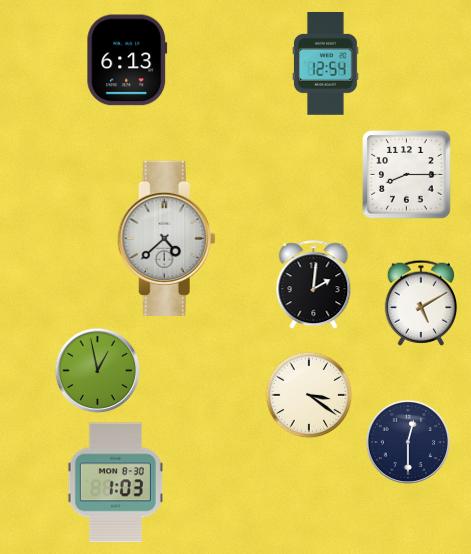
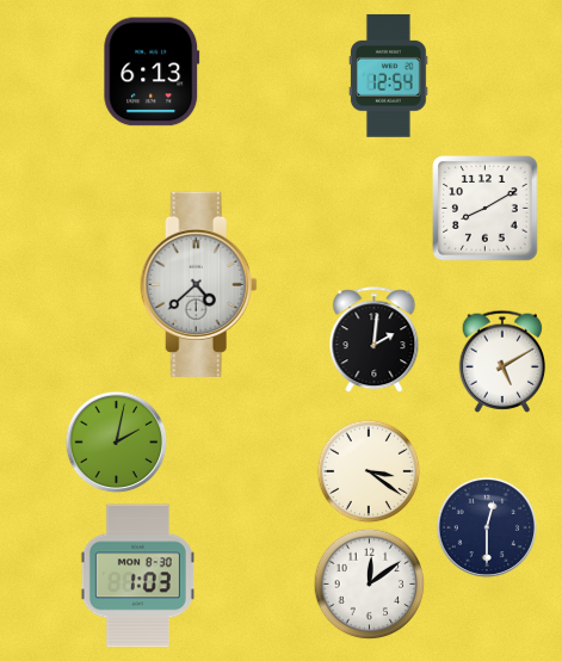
clock at (407, 175): 8:15 -> 8:10
clock at (98, 371): 12:58 -> 2:02
clock at (370, 585): none -> 12:09
